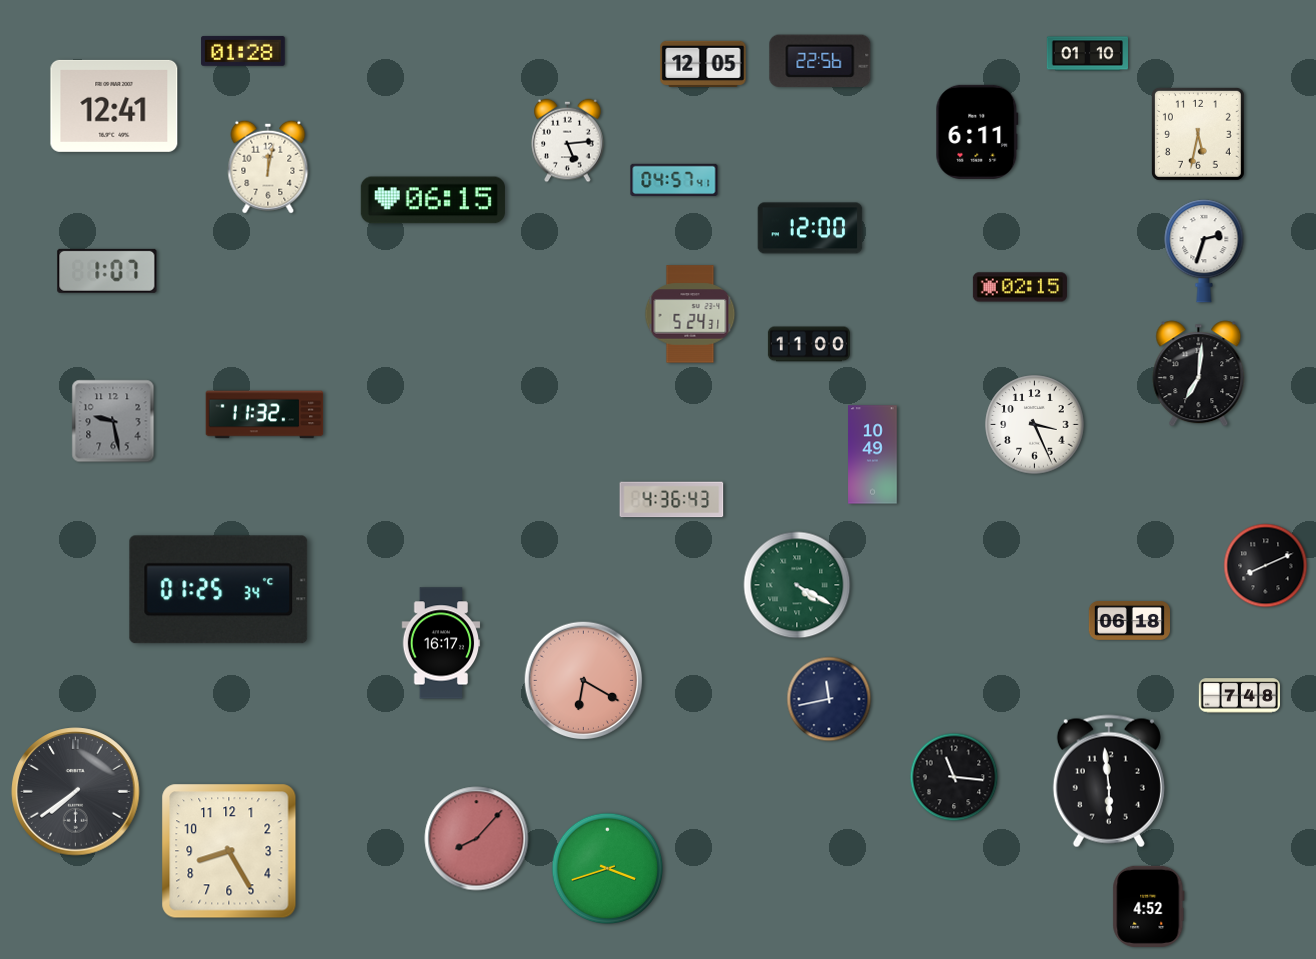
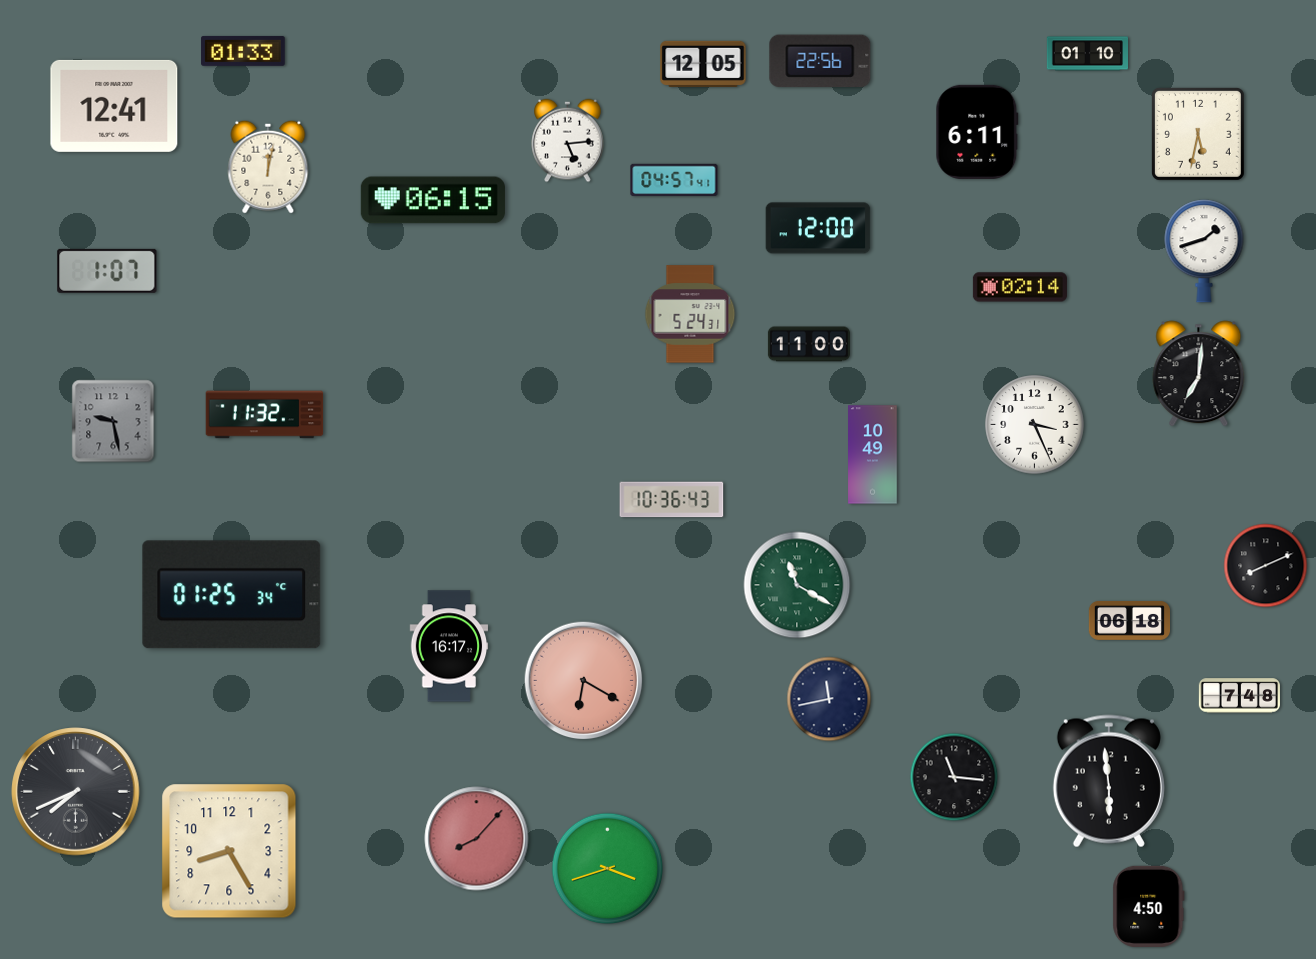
clock at (243, 51): 01:28 -> 01:33
clock at (810, 228) position: (810, 228) -> (818, 228)
clock at (1204, 251): 2:33 -> 1:42
clock at (1020, 287): 02:15 -> 02:14
clock at (672, 500): 4:36 -> 10:36
clock at (797, 585): 4:20 -> 11:20
clock at (219, 590) position: (219, 590) -> (232, 595)
clock at (441, 643) position: (441, 643) -> (449, 646)
clock at (76, 792): 7:39 -> 7:41
clock at (1149, 906): 4:52 -> 4:50
